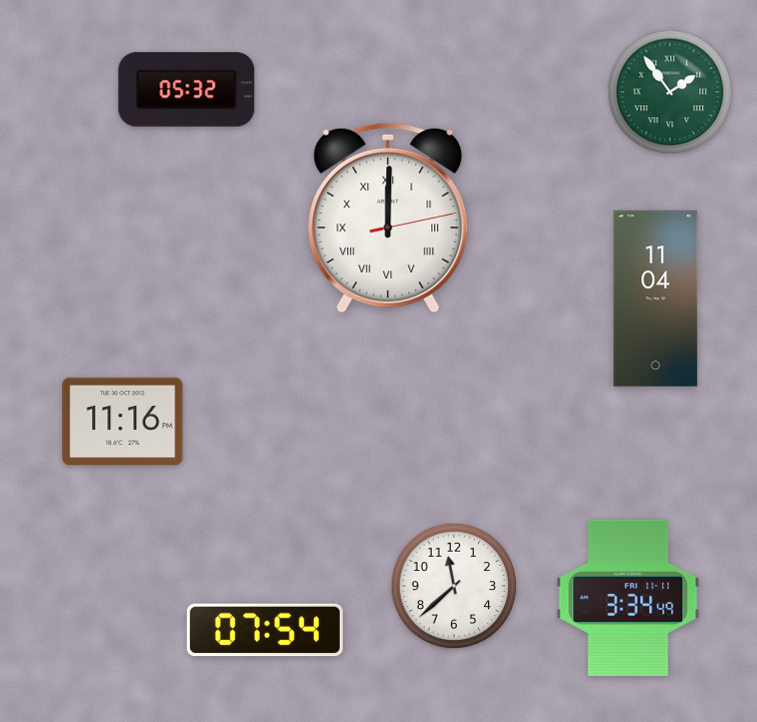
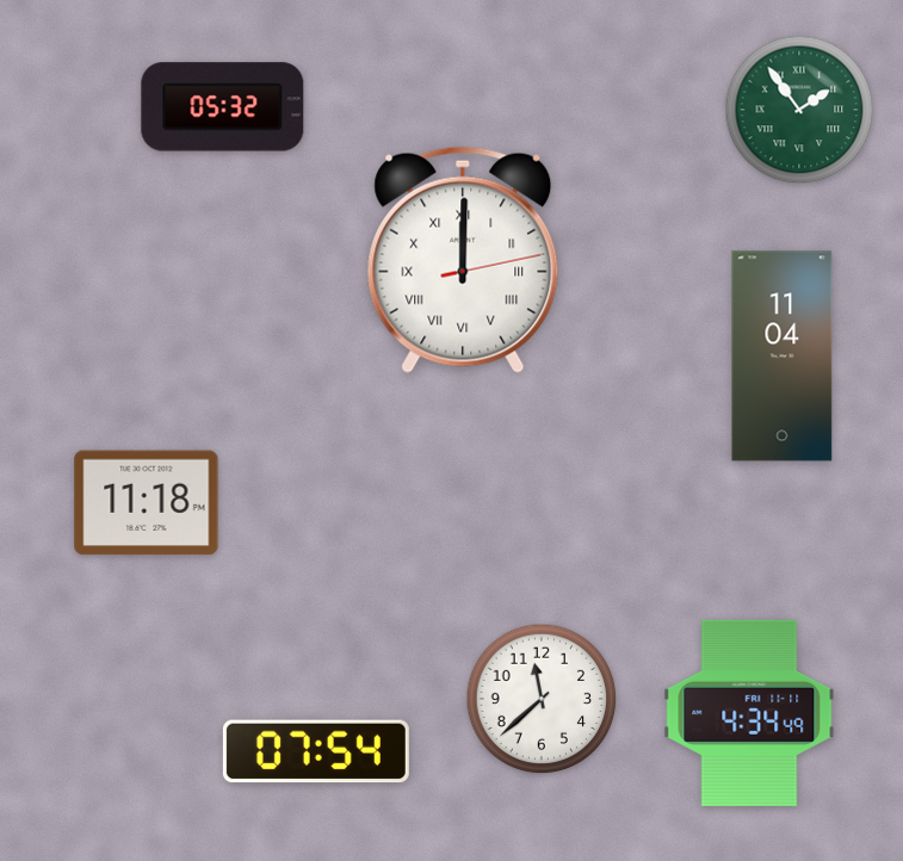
clock at (123, 422): 11:16 -> 11:18
clock at (628, 598): 3:34 -> 4:34
